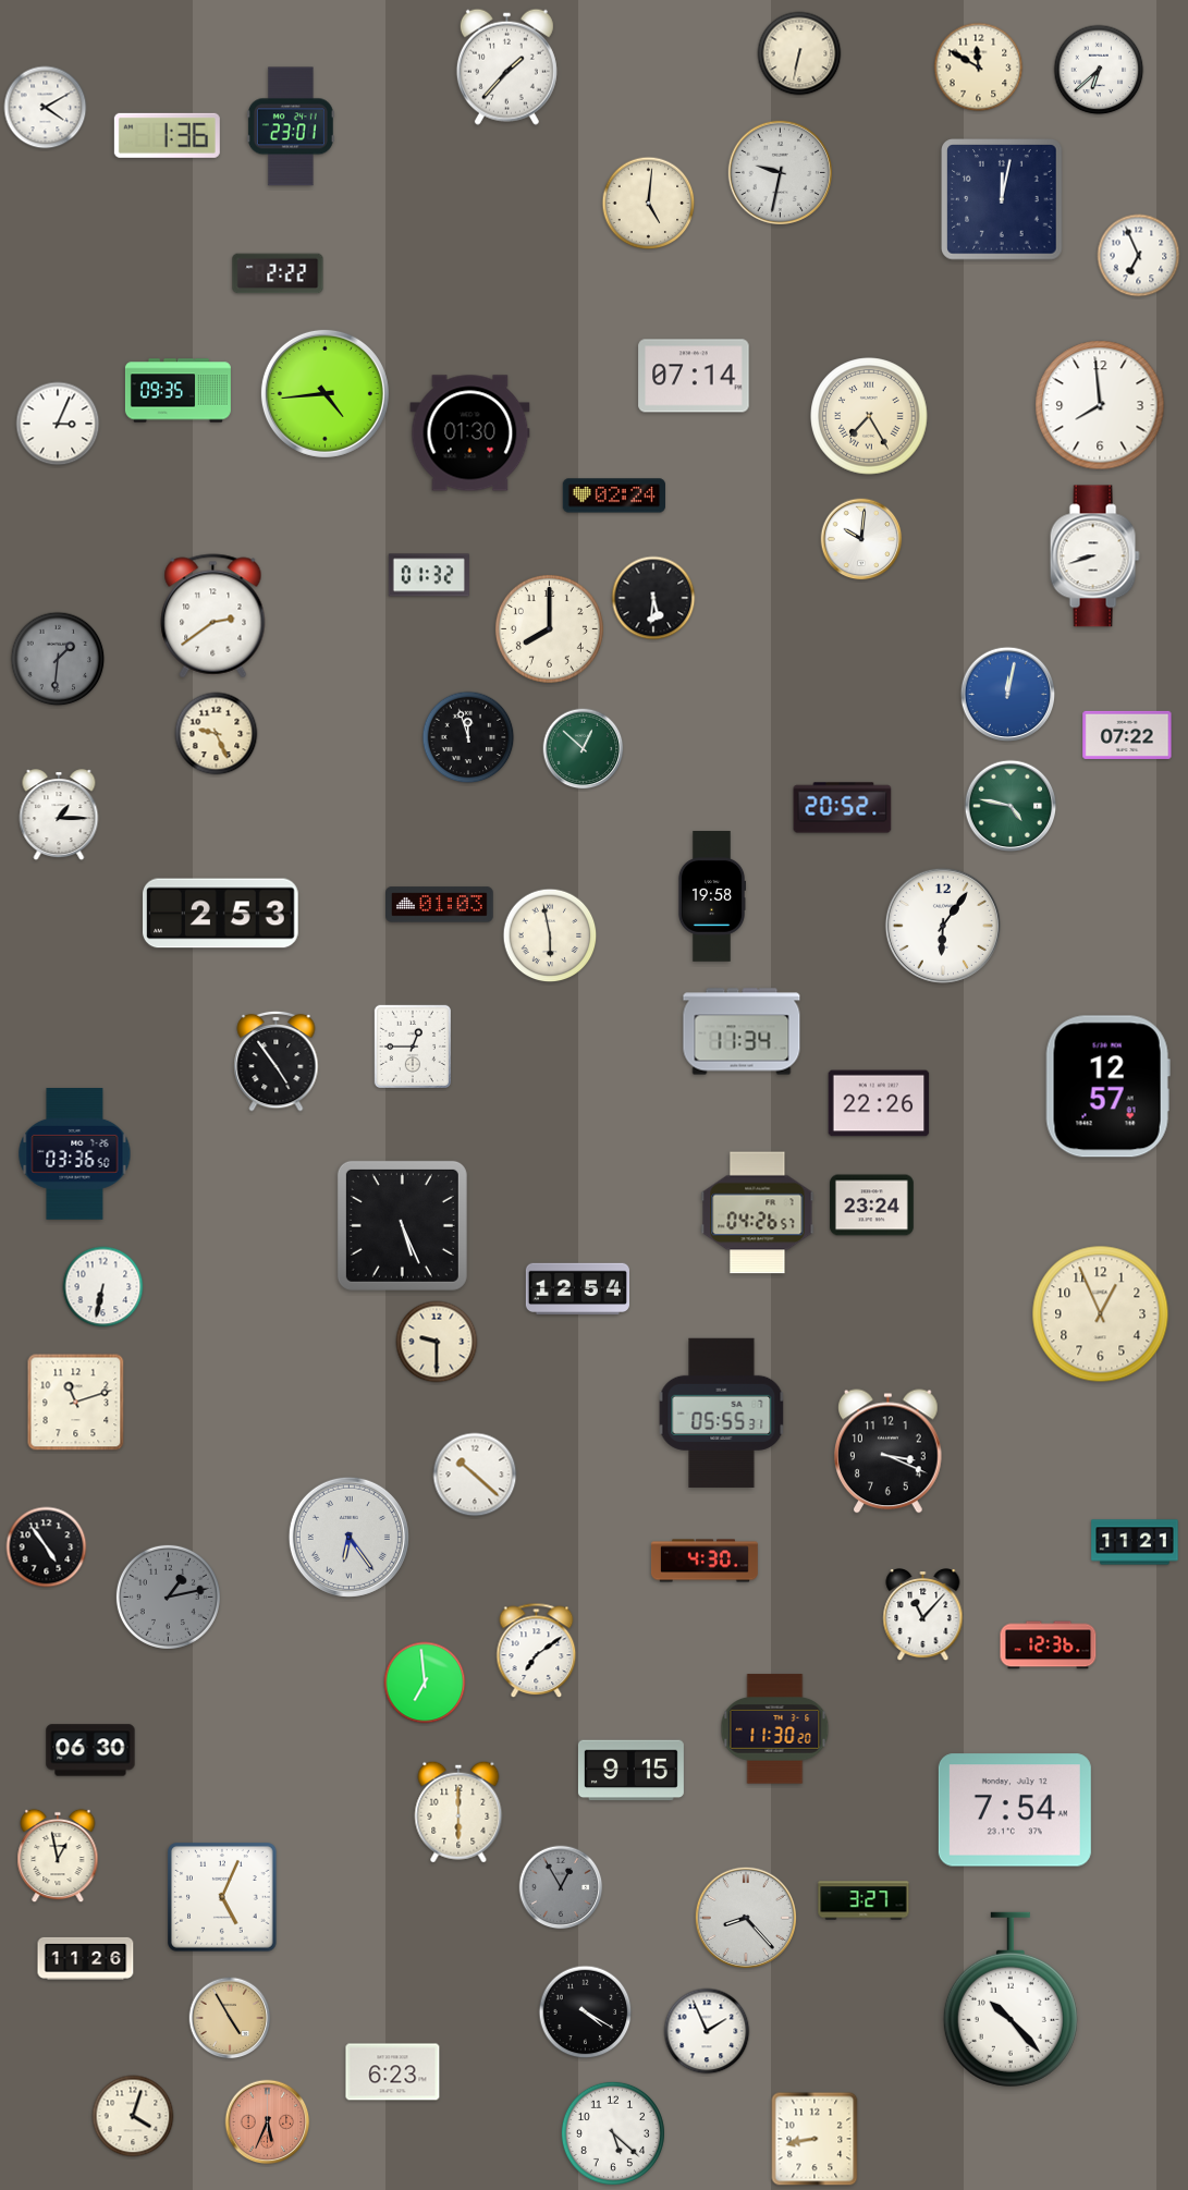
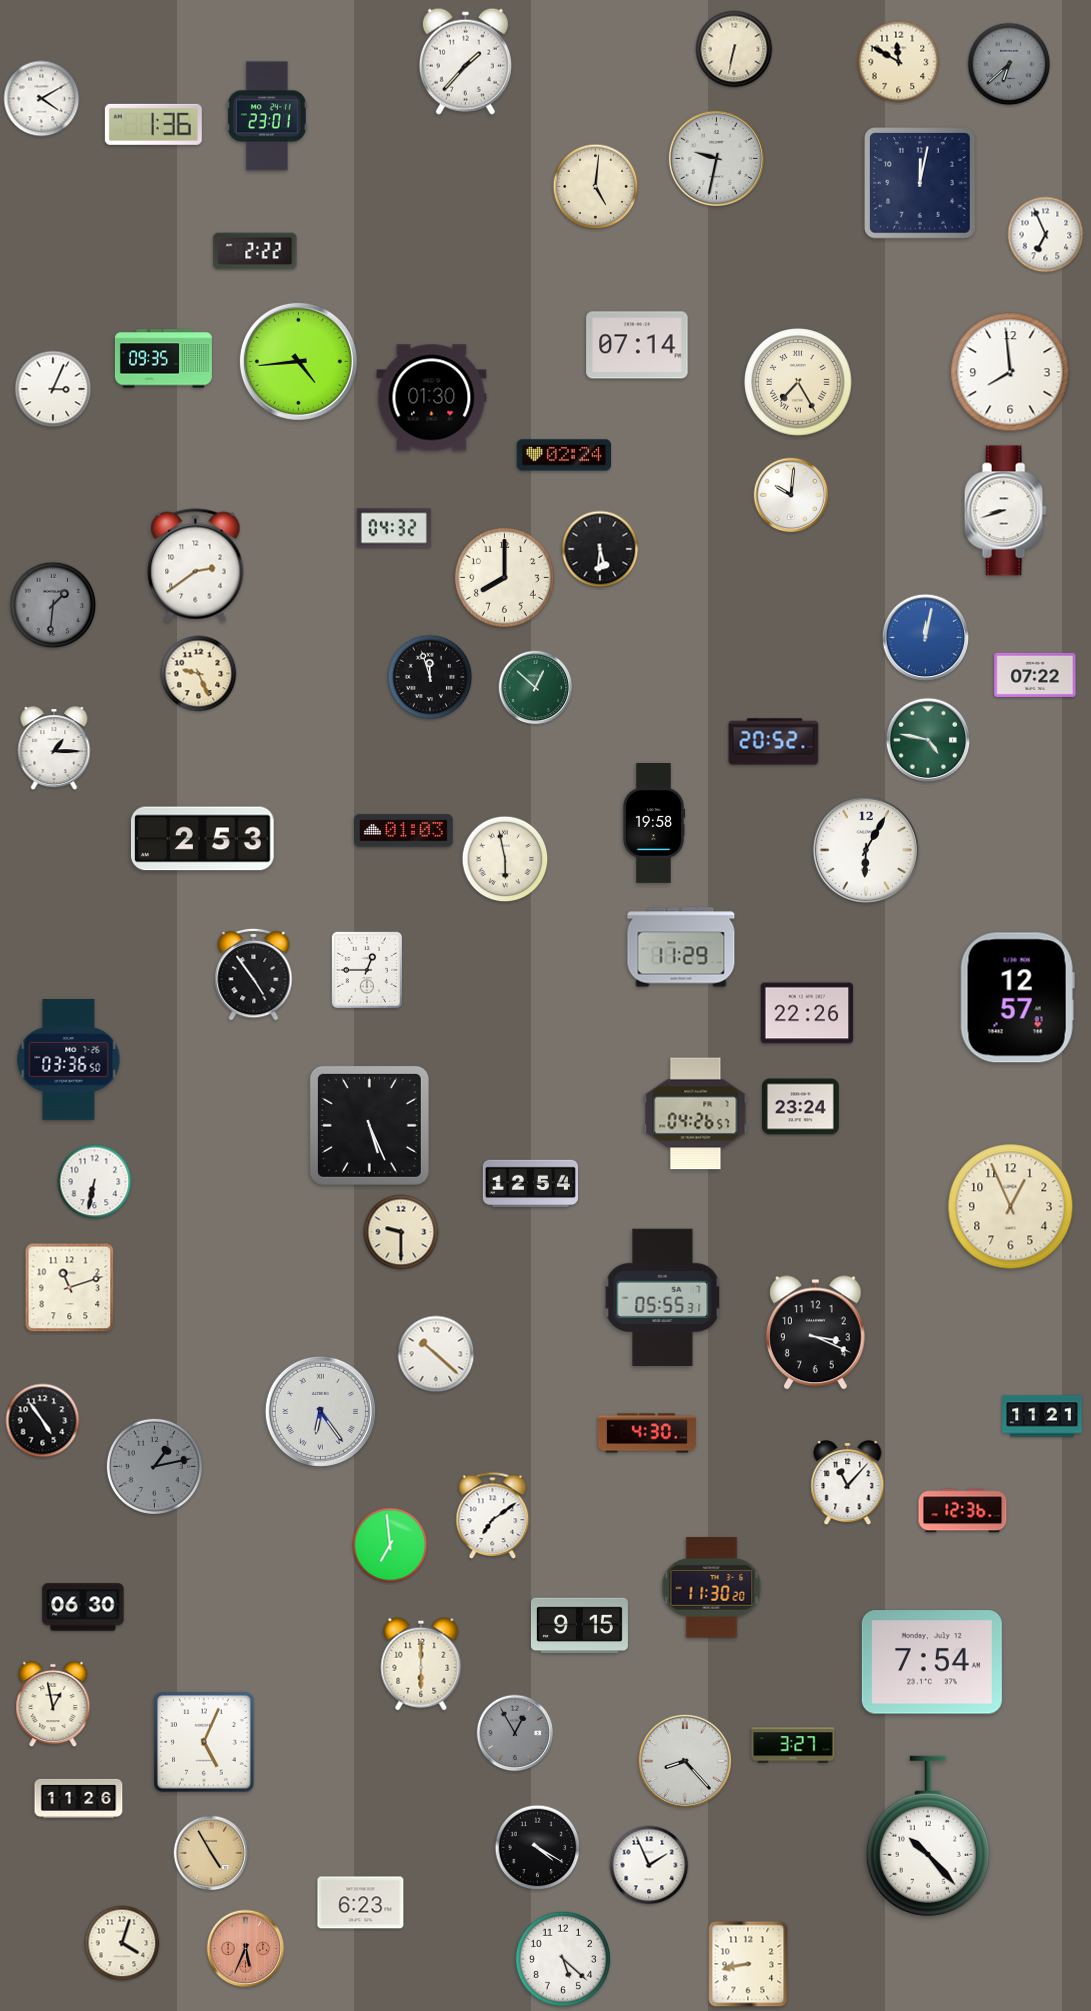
clock at (1099, 70) dial: white -> grey
clock at (429, 575): 01:32 -> 04:32
clock at (943, 926): 6:06 -> 6:05
clock at (742, 1031): 11:34 -> 11:29
clock at (412, 1045) position: (412, 1045) -> (366, 969)
